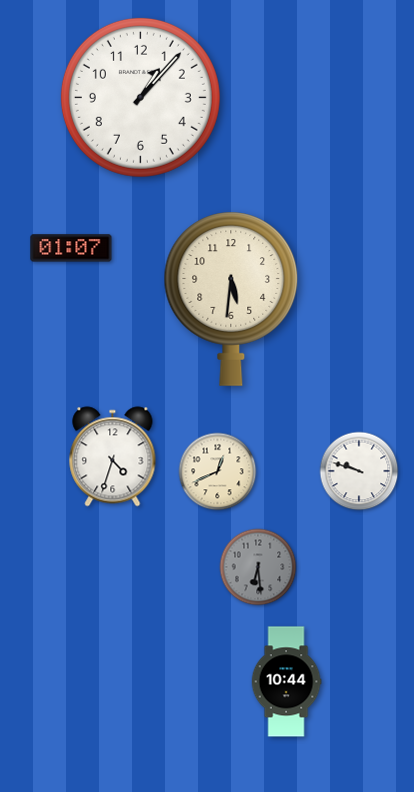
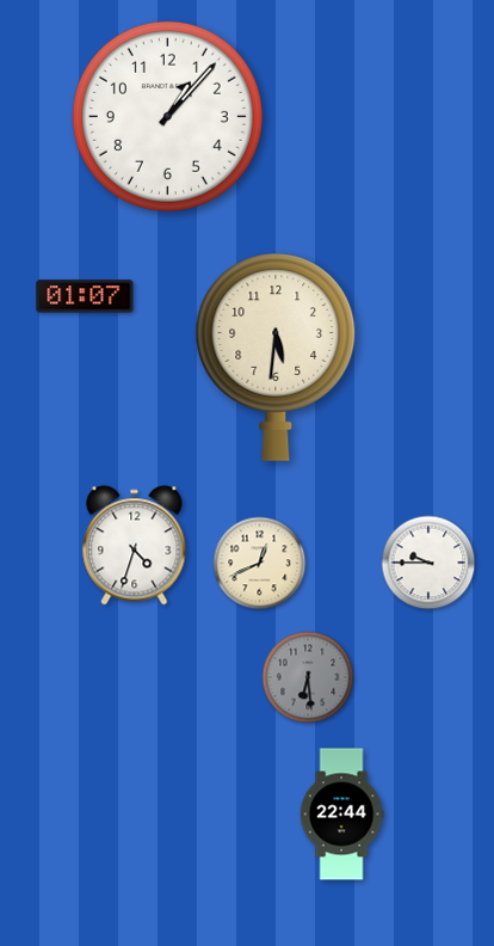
clock at (359, 471): 9:48 -> 9:45
clock at (286, 682): 10:44 -> 22:44
